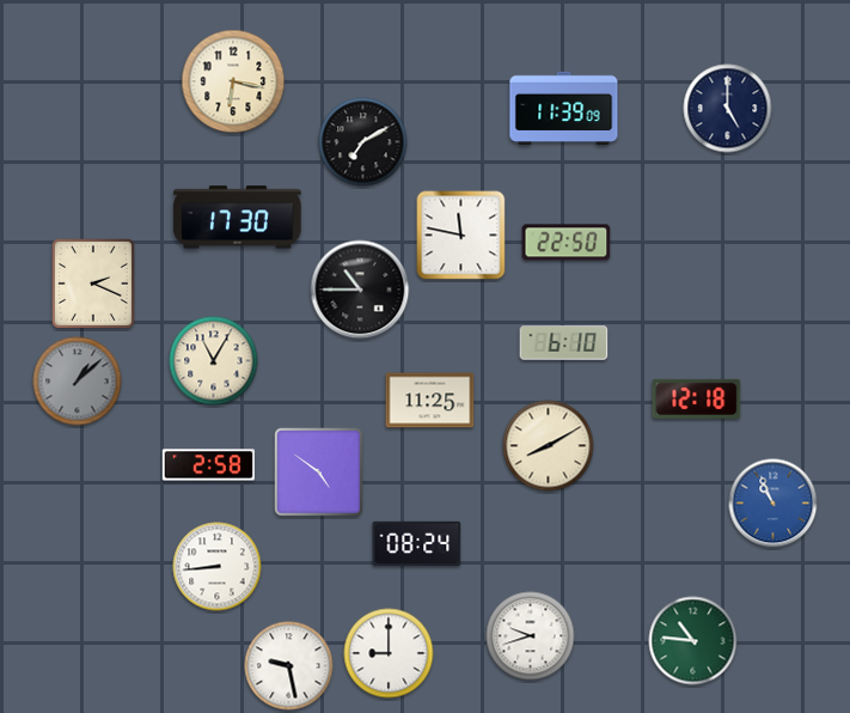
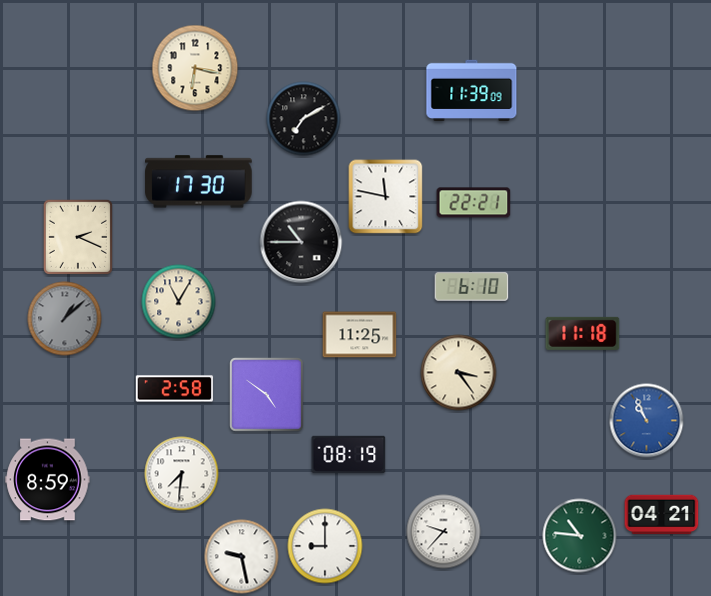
clock at (728, 109): 5:00 -> none
clock at (567, 243): 22:50 -> 22:21
clock at (697, 398): 12:18 -> 11:18
clock at (549, 446): 8:10 -> 3:24
clock at (417, 543): 08:24 -> 08:19
clock at (218, 567): 8:44 -> 7:31
clock at (48, 480): none -> 8:59
clock at (662, 515): none -> 04:21
clock at (531, 636): 9:42 -> 9:37
